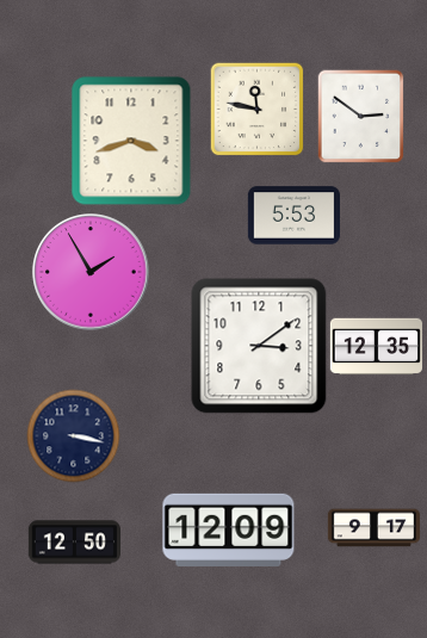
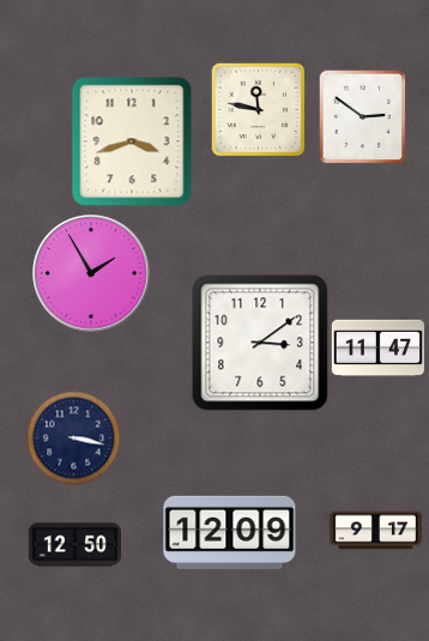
clock at (293, 216): 5:53 -> none
clock at (259, 346) position: (259, 346) -> (260, 343)
clock at (376, 347): 12:35 -> 11:47
